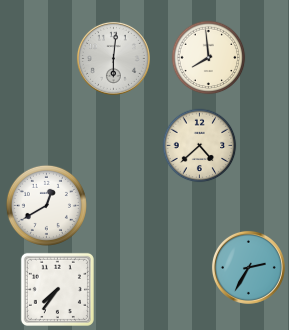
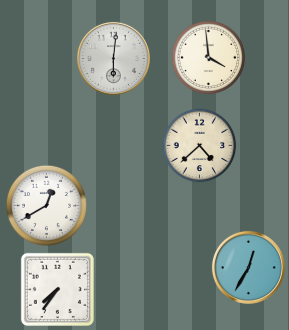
clock at (209, 58): 7:59 -> 3:59
clock at (248, 267): 2:35 -> 12:35
